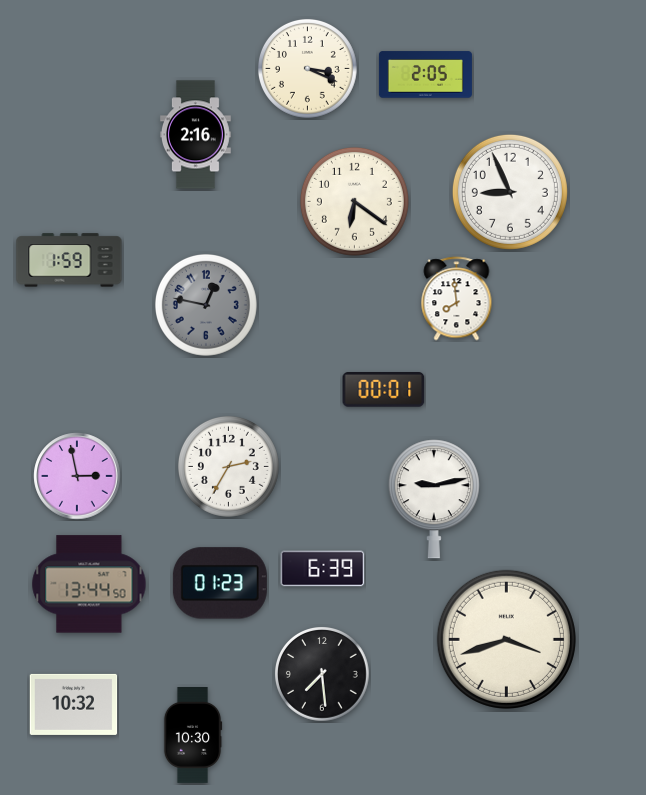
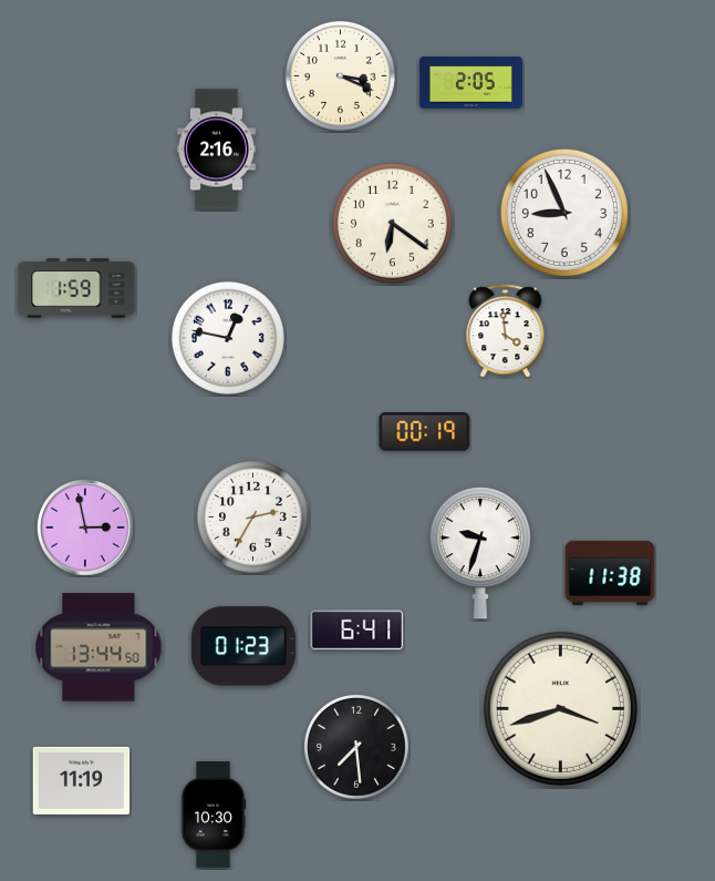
clock at (457, 299): 7:59 -> 3:59
clock at (206, 305) dial: grey -> white
clock at (384, 390): 00:01 -> 00:19
clock at (434, 499): 9:13 -> 9:33
clock at (610, 573): none -> 11:38
clock at (323, 569): 6:39 -> 6:41
clock at (74, 704): 10:32 -> 11:19
